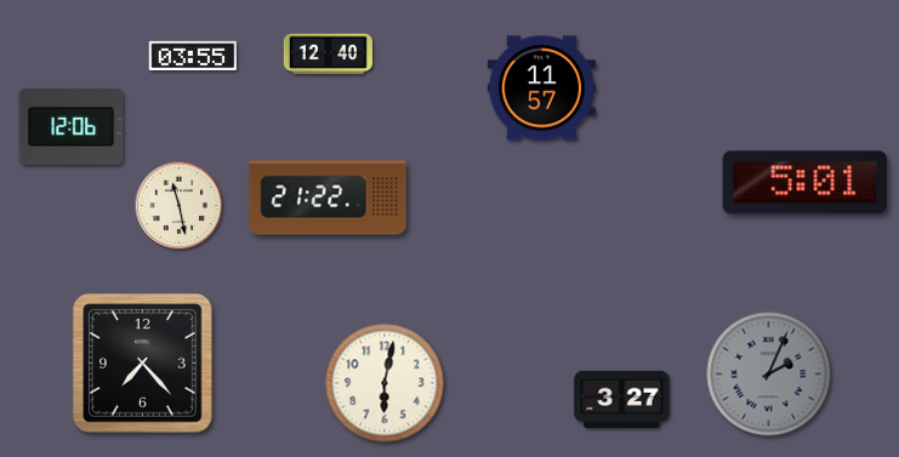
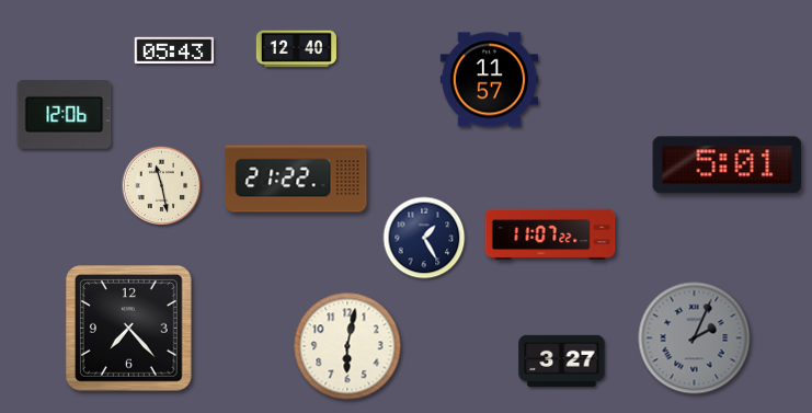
clock at (193, 56): 03:55 -> 05:43
clock at (550, 234): none -> 11:07
clock at (424, 238): none -> 1:25
